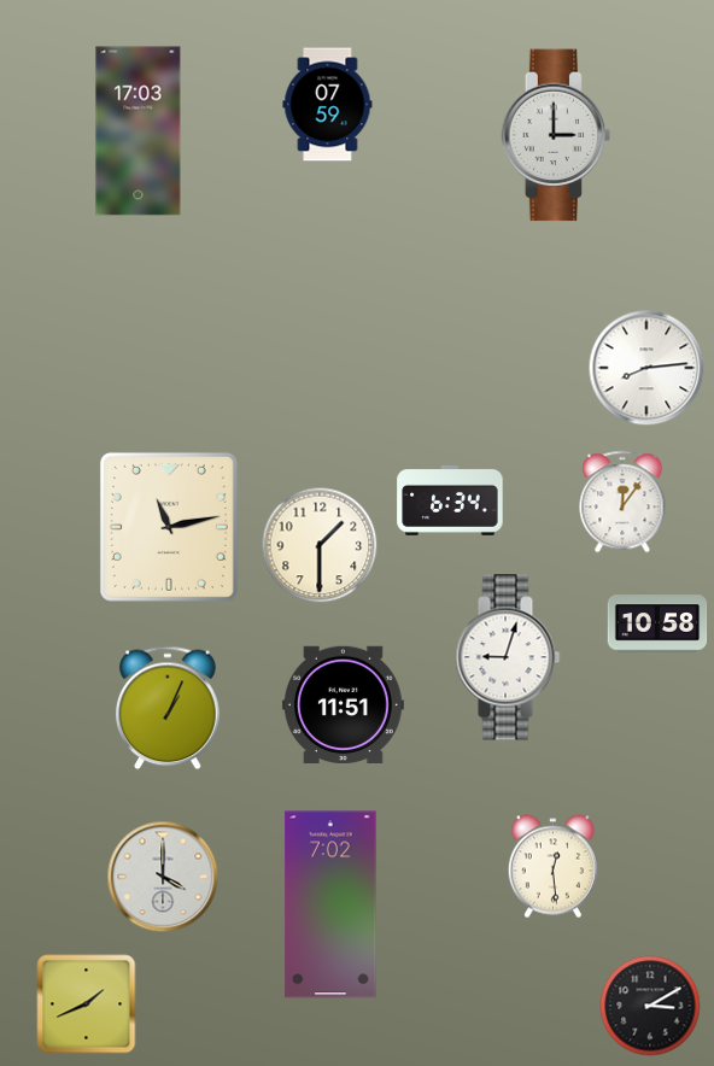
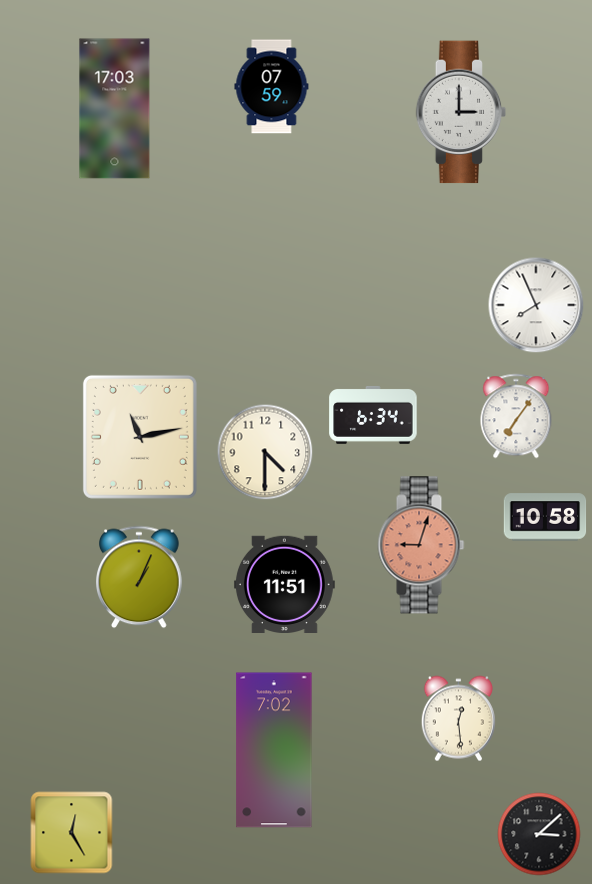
clock at (646, 368): 8:14 -> 7:56
clock at (622, 502): 12:06 -> 7:06
clock at (320, 545): 1:30 -> 4:30
clock at (508, 657) dial: white -> salmon
clock at (168, 708) position: (168, 708) -> (139, 577)
clock at (163, 877): 4:00 -> none
clock at (87, 1004): 1:41 -> 12:25
clock at (650, 1006): 3:10 -> 3:08
